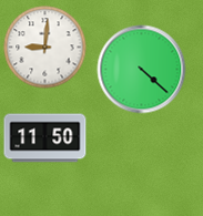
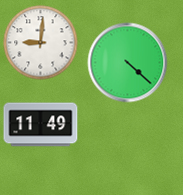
clock at (45, 138): 11:50 -> 11:49
